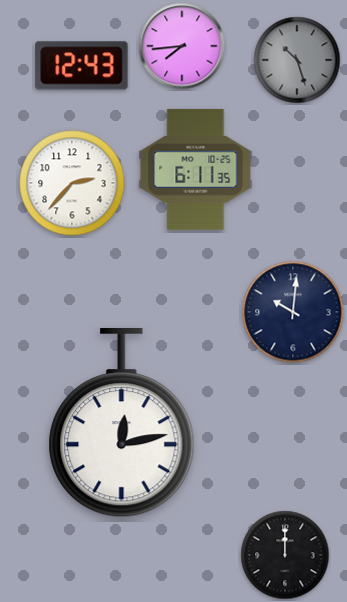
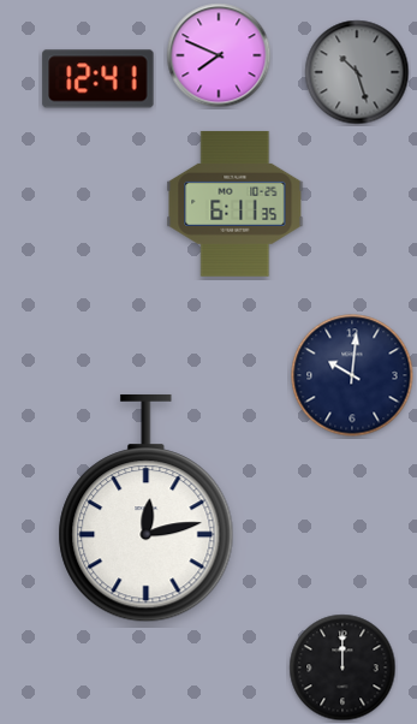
clock at (182, 46): 7:44 -> 7:49
clock at (82, 66): 12:43 -> 12:41
clock at (72, 183): 2:37 -> none
